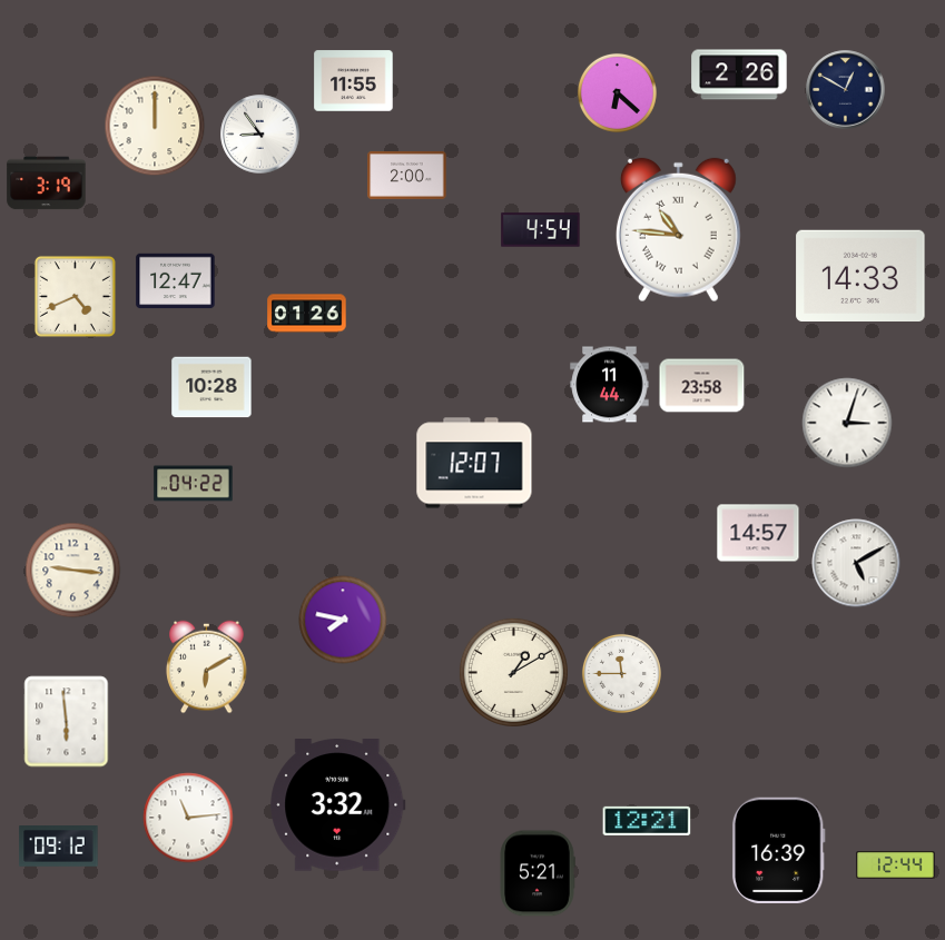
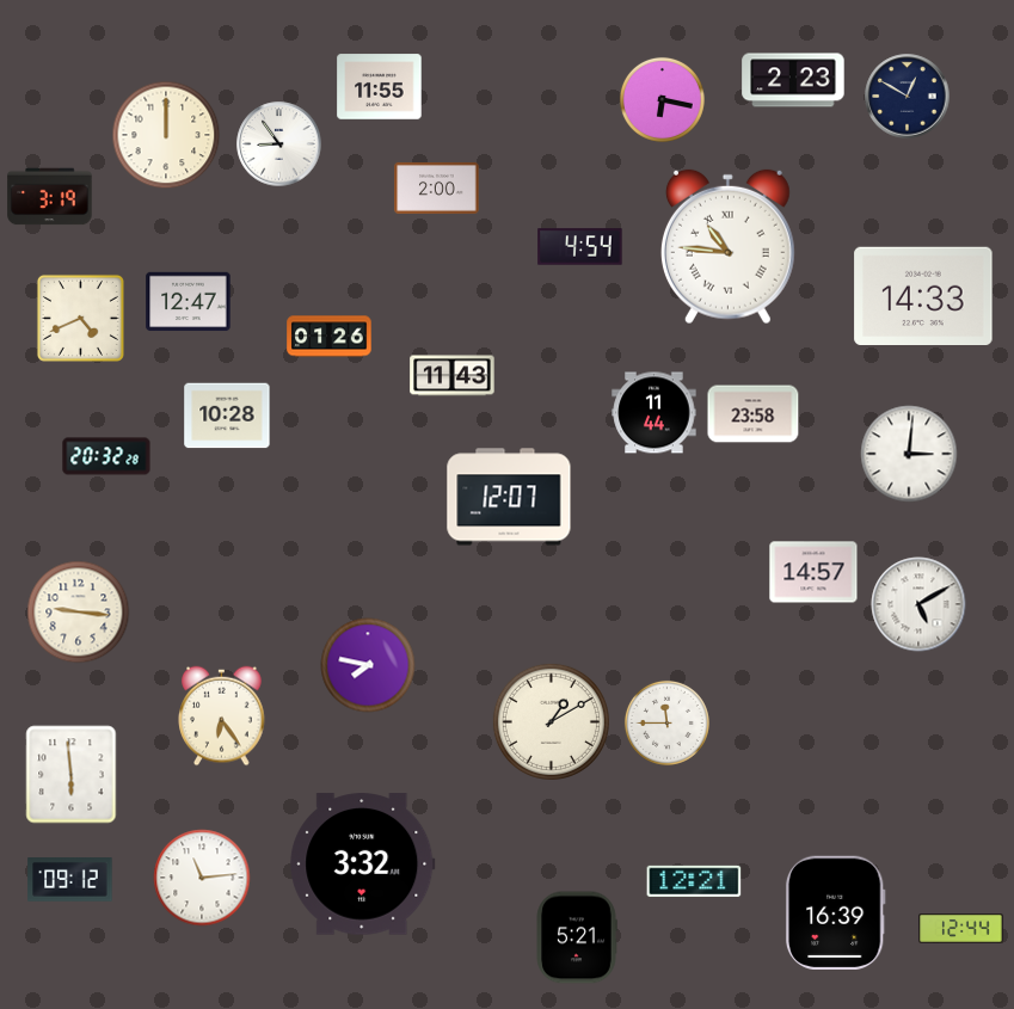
clock at (739, 75): 2:26 -> 2:23
clock at (617, 92): 6:22 -> 6:17
clock at (453, 376): none -> 11:43
clock at (847, 423): 3:03 -> 3:01
clock at (106, 456): none -> 20:32
clock at (194, 484): 04:22 -> none
clock at (207, 667): 6:10 -> 6:24
clock at (59, 847) position: (59, 847) -> (70, 880)
